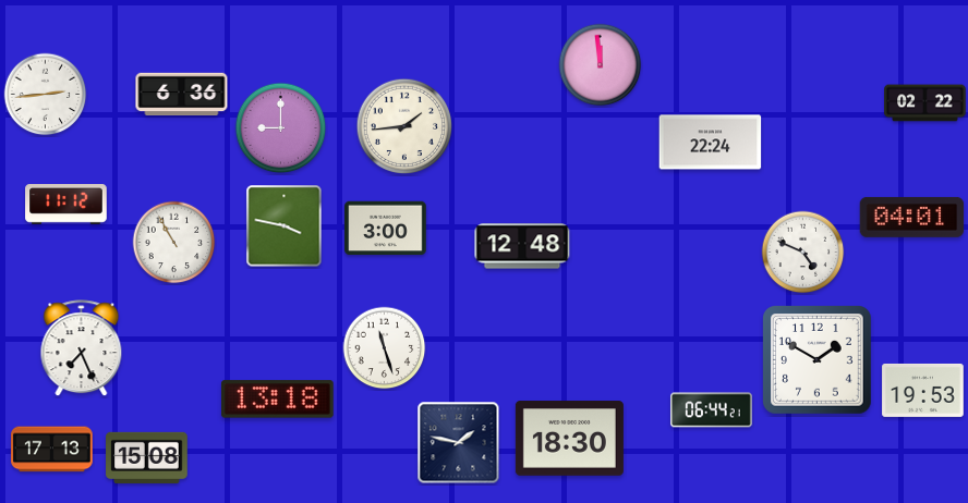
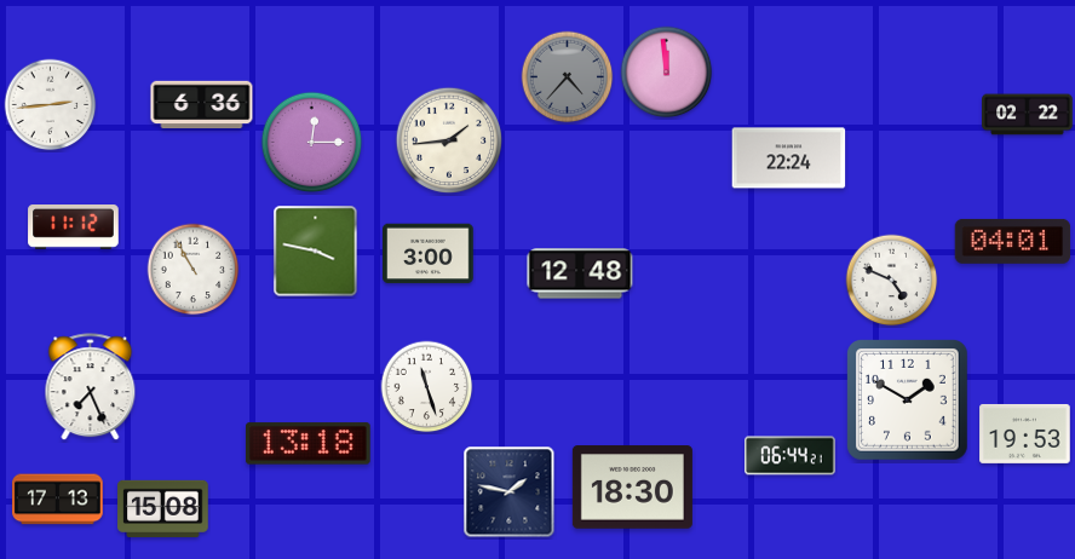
clock at (568, 77): none -> 4:37
clock at (281, 128): 9:00 -> 12:15
